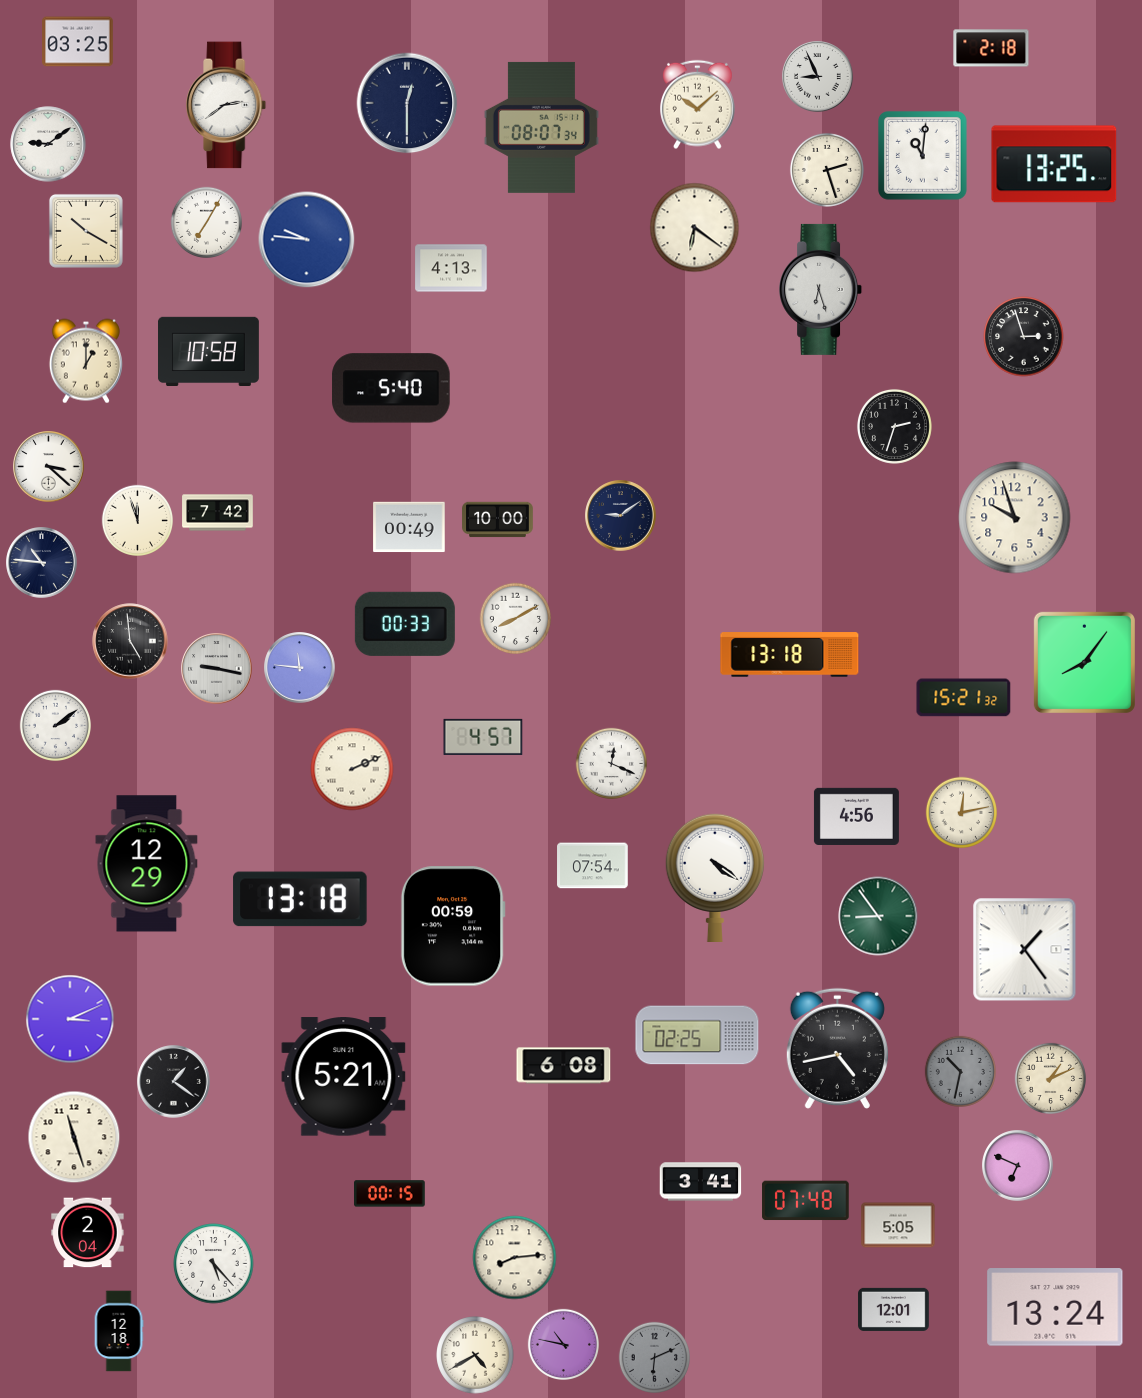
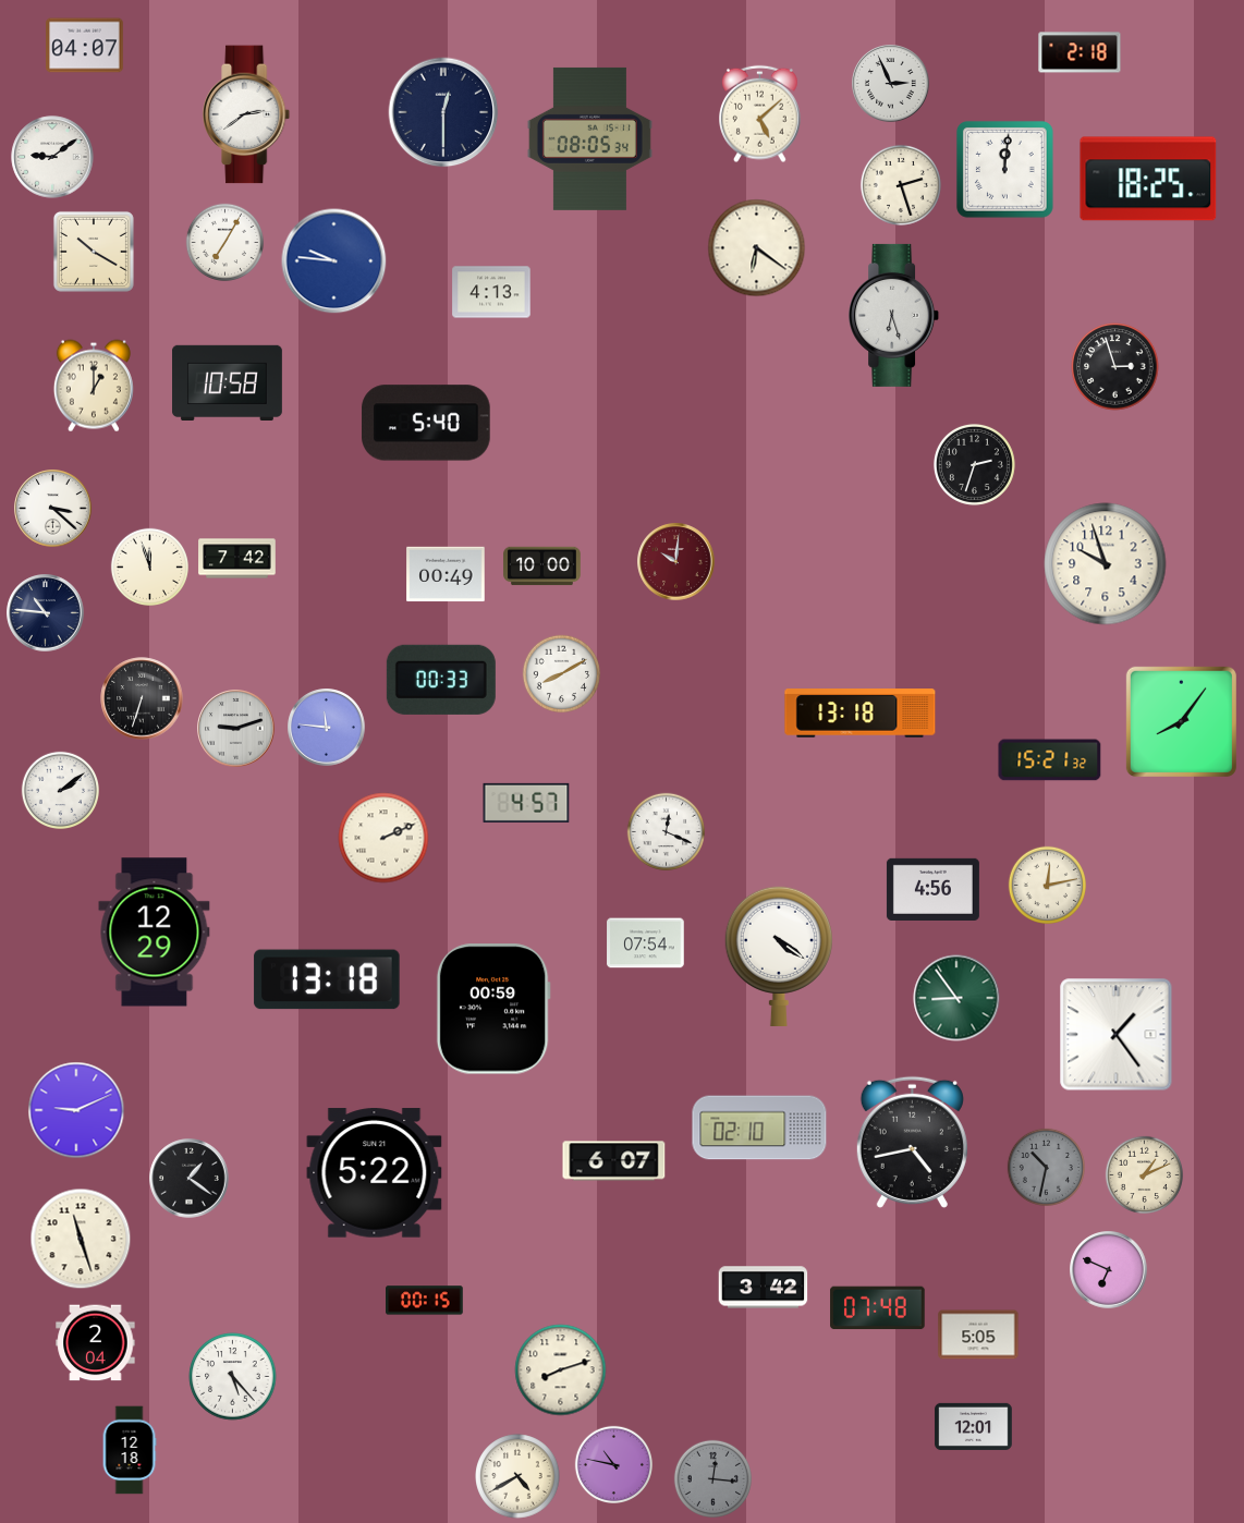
clock at (78, 42): 03:25 -> 04:07
clock at (818, 77): 8:56 -> 2:56
clock at (698, 105): 10:08 -> 5:08
clock at (541, 127): 08:07 -> 08:05
clock at (923, 156): 11:01 -> 12:01
clock at (1054, 164): 13:25 -> 18:25
clock at (86, 361) position: (86, 361) -> (94, 386)
clock at (621, 516): 9:09 -> 10:01
clock at (621, 516) dial: navy -> burgundy
clock at (130, 641): 4:59 -> 6:33
clock at (217, 669): 9:17 -> 9:12
clock at (147, 864) position: (147, 864) -> (155, 933)
clock at (70, 1019): 3:11 -> 9:11
clock at (697, 1035): 02:25 -> 02:10
clock at (564, 1066): 6:08 -> 6:07
clock at (344, 1077): 5:21 -> 5:22
clock at (701, 1182): 3:41 -> 3:42
clock at (515, 1258): 8:14 -> 8:12
clock at (1055, 1307): 13:24 -> none
clock at (654, 1357): 6:11 -> 12:16
